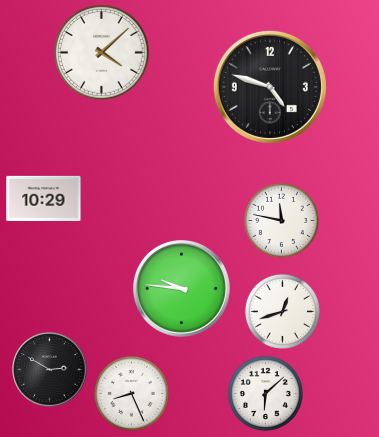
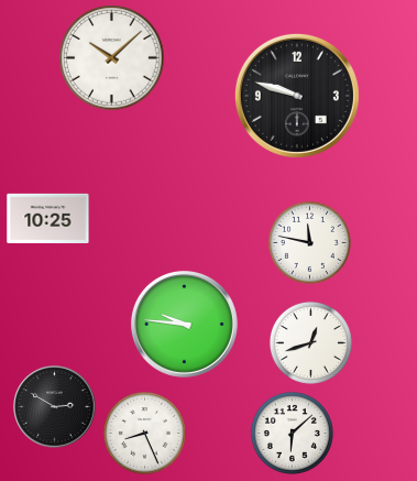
clock at (102, 53): 4:08 -> 10:08
clock at (270, 87): 4:48 -> 9:48
clock at (44, 198): 10:29 -> 10:25
clock at (181, 288) position: (181, 288) -> (184, 324)
